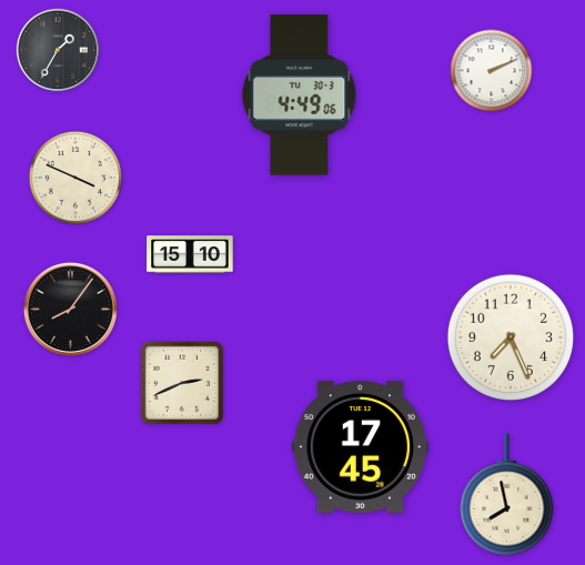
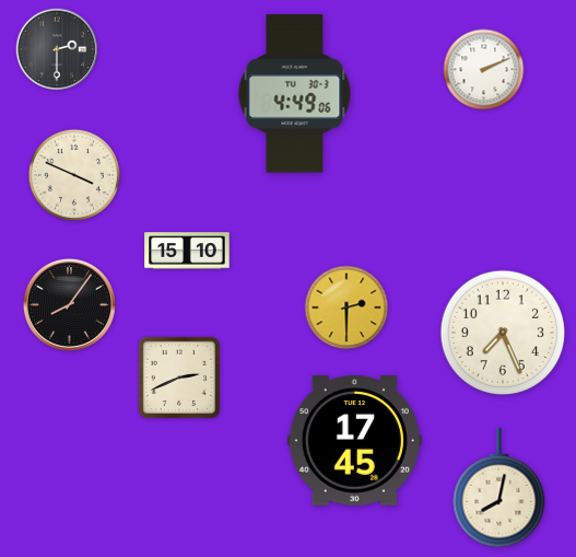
clock at (58, 50): 1:35 -> 2:30
clock at (346, 307): none -> 2:30
clock at (507, 495): 7:58 -> 8:02
